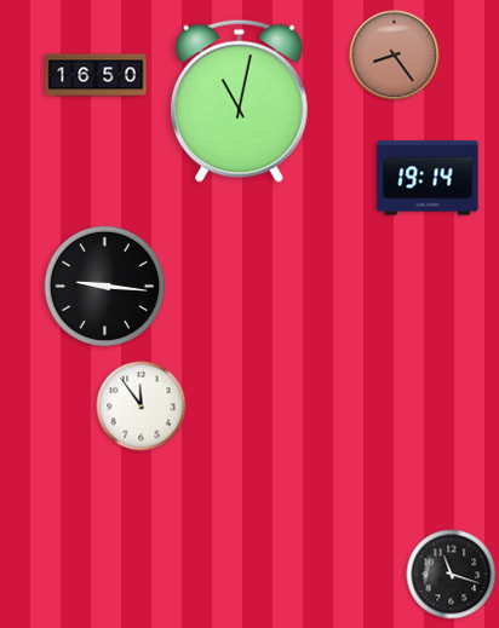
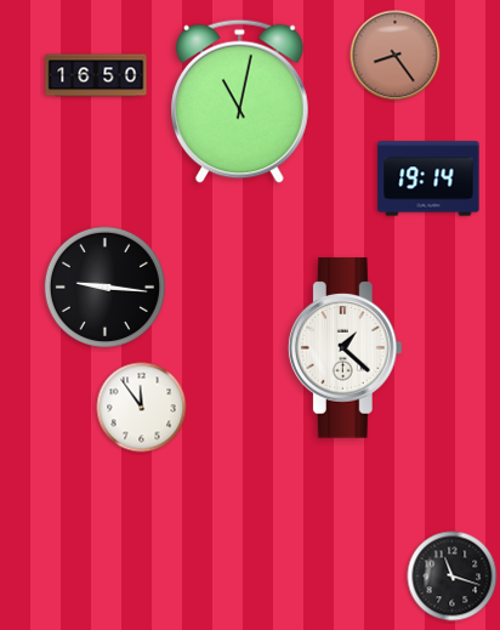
clock at (345, 348): none -> 1:22
